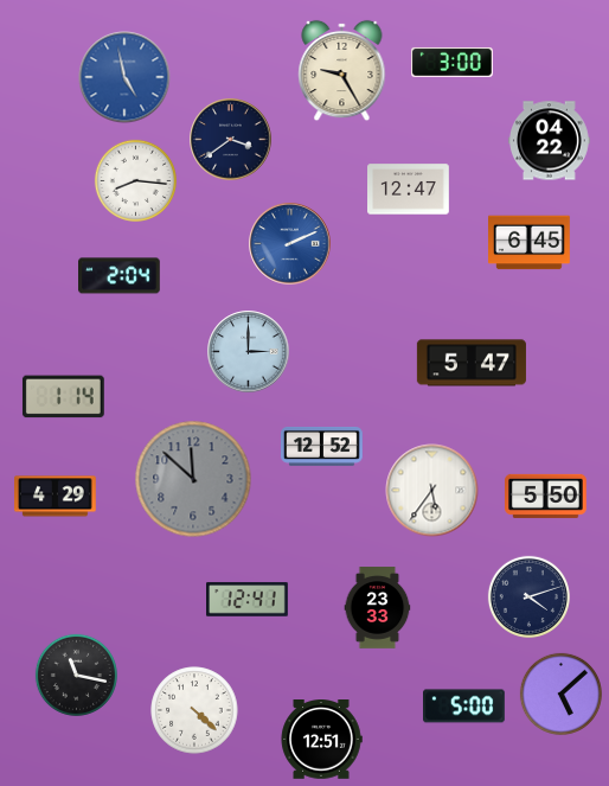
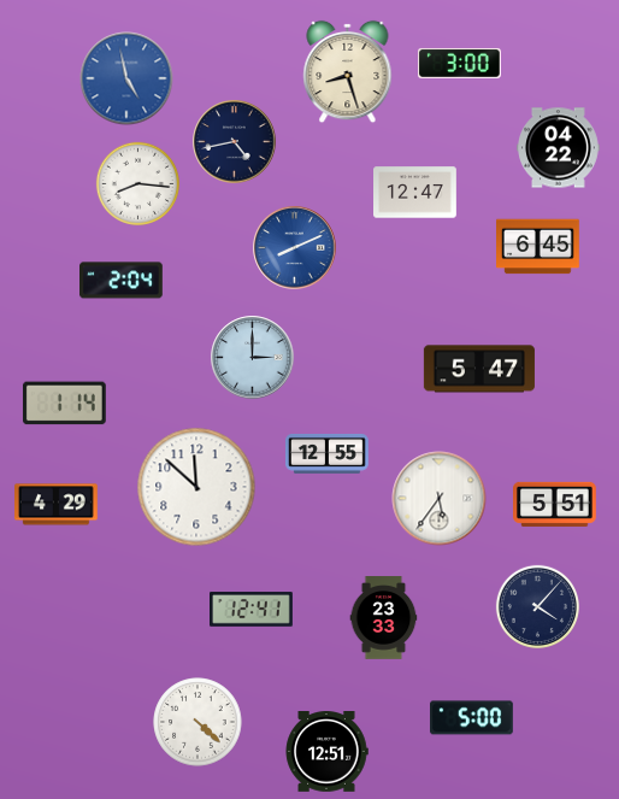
clock at (342, 71): 9:25 -> 8:27
clock at (231, 140): 3:39 -> 4:43
clock at (550, 141) position: (550, 141) -> (559, 148)
clock at (290, 244): 2:11 -> 8:11
clock at (322, 447): 12:52 -> 12:55
clock at (193, 479) dial: grey -> white
clock at (546, 496): 5:50 -> 5:51
clock at (528, 596): 4:12 -> 4:07
clock at (76, 675): 11:17 -> none
clock at (560, 694): 5:08 -> none
